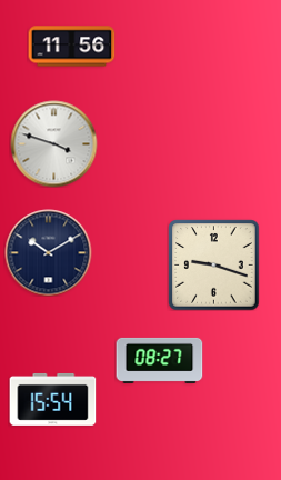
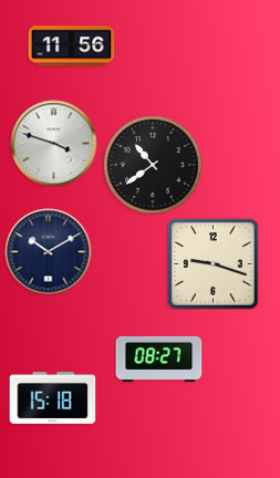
clock at (153, 165): none -> 10:39
clock at (52, 399): 15:54 -> 15:18
